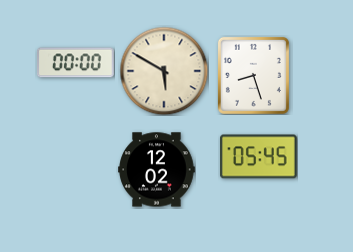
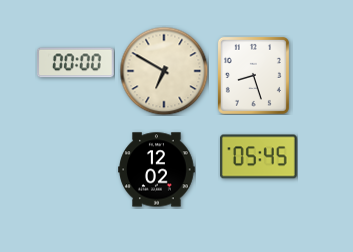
clock at (164, 71): 5:50 -> 6:50
